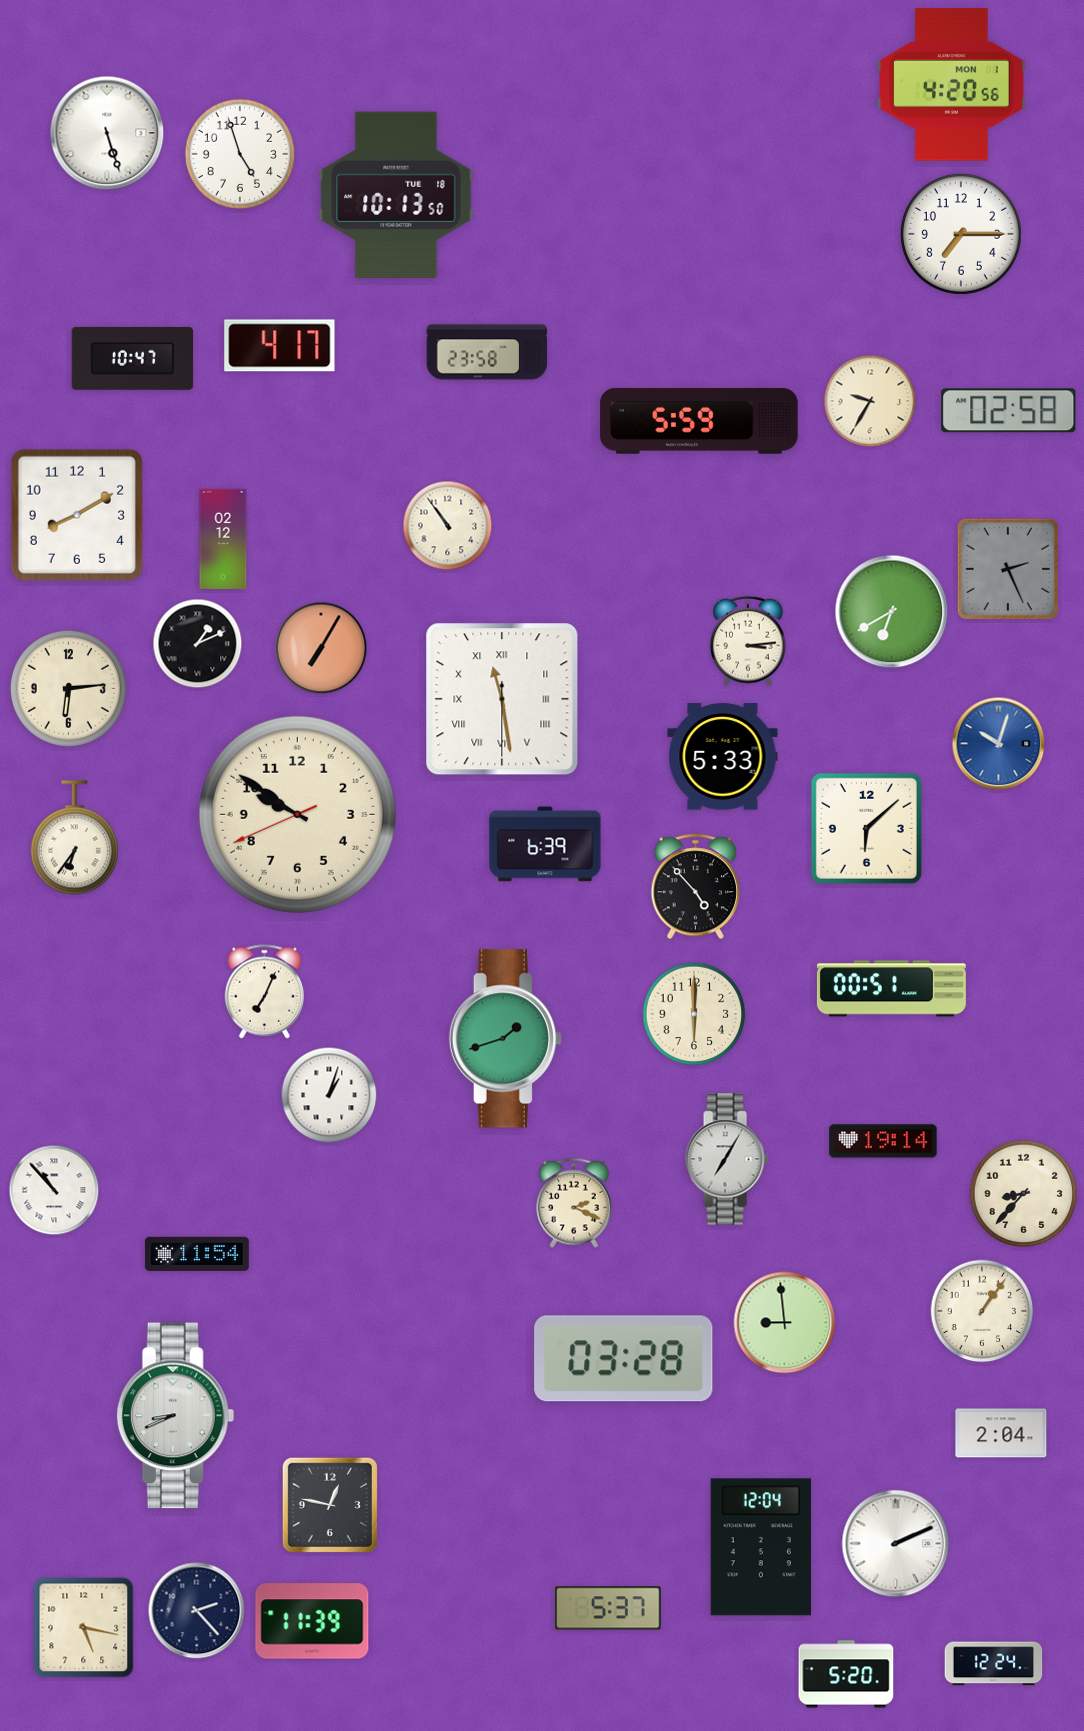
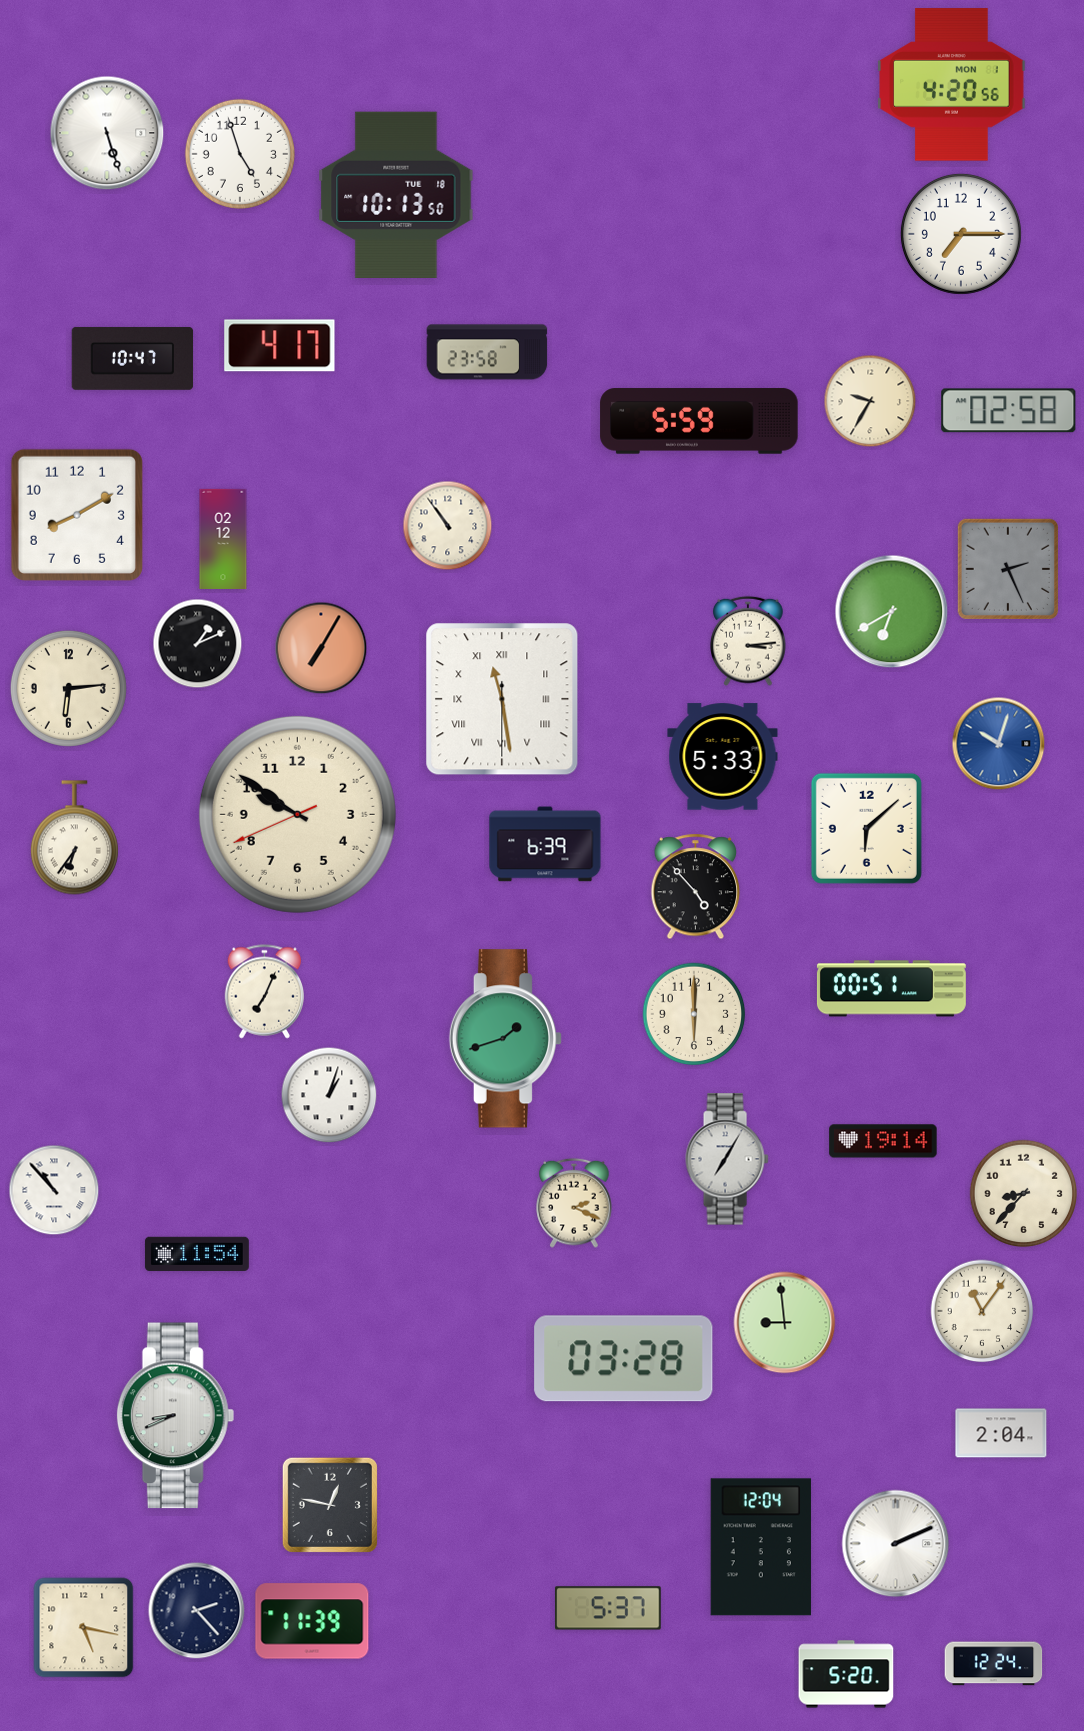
clock at (982, 1311): 1:06 -> 11:06
